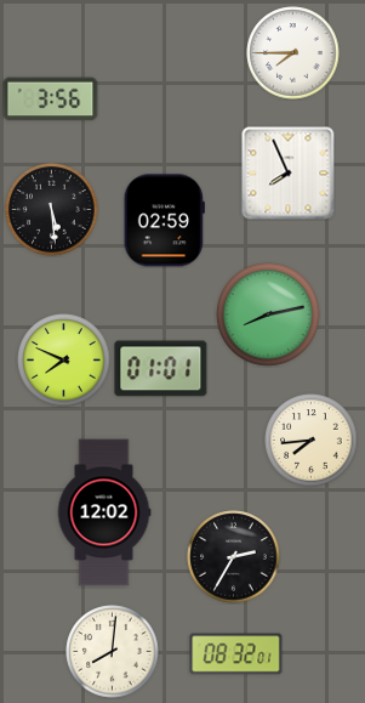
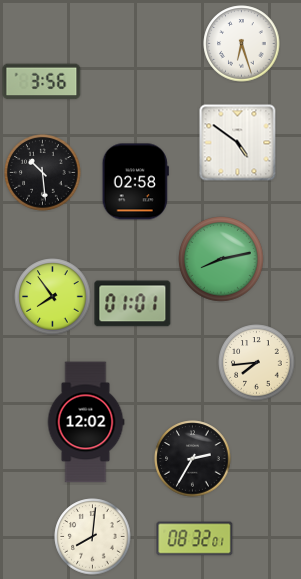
clock at (293, 53): 7:45 -> 6:27
clock at (289, 174): 7:56 -> 4:51
clock at (52, 210): 5:29 -> 10:29
clock at (164, 221): 02:59 -> 02:58
clock at (64, 361): 7:49 -> 7:54
